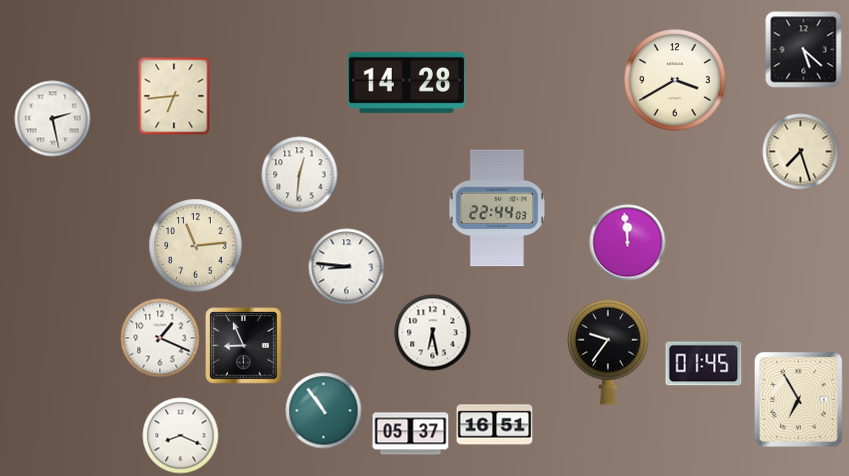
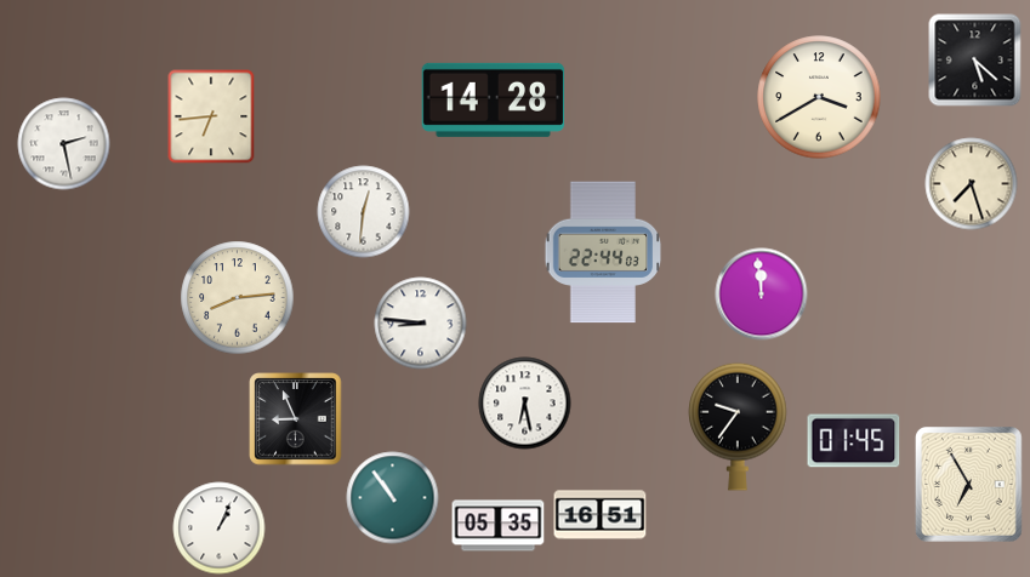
clock at (196, 246): 11:14 -> 8:14
clock at (160, 338): 1:19 -> none
clock at (411, 434): 05:37 -> 05:35
clock at (181, 436): 8:19 -> 1:04
